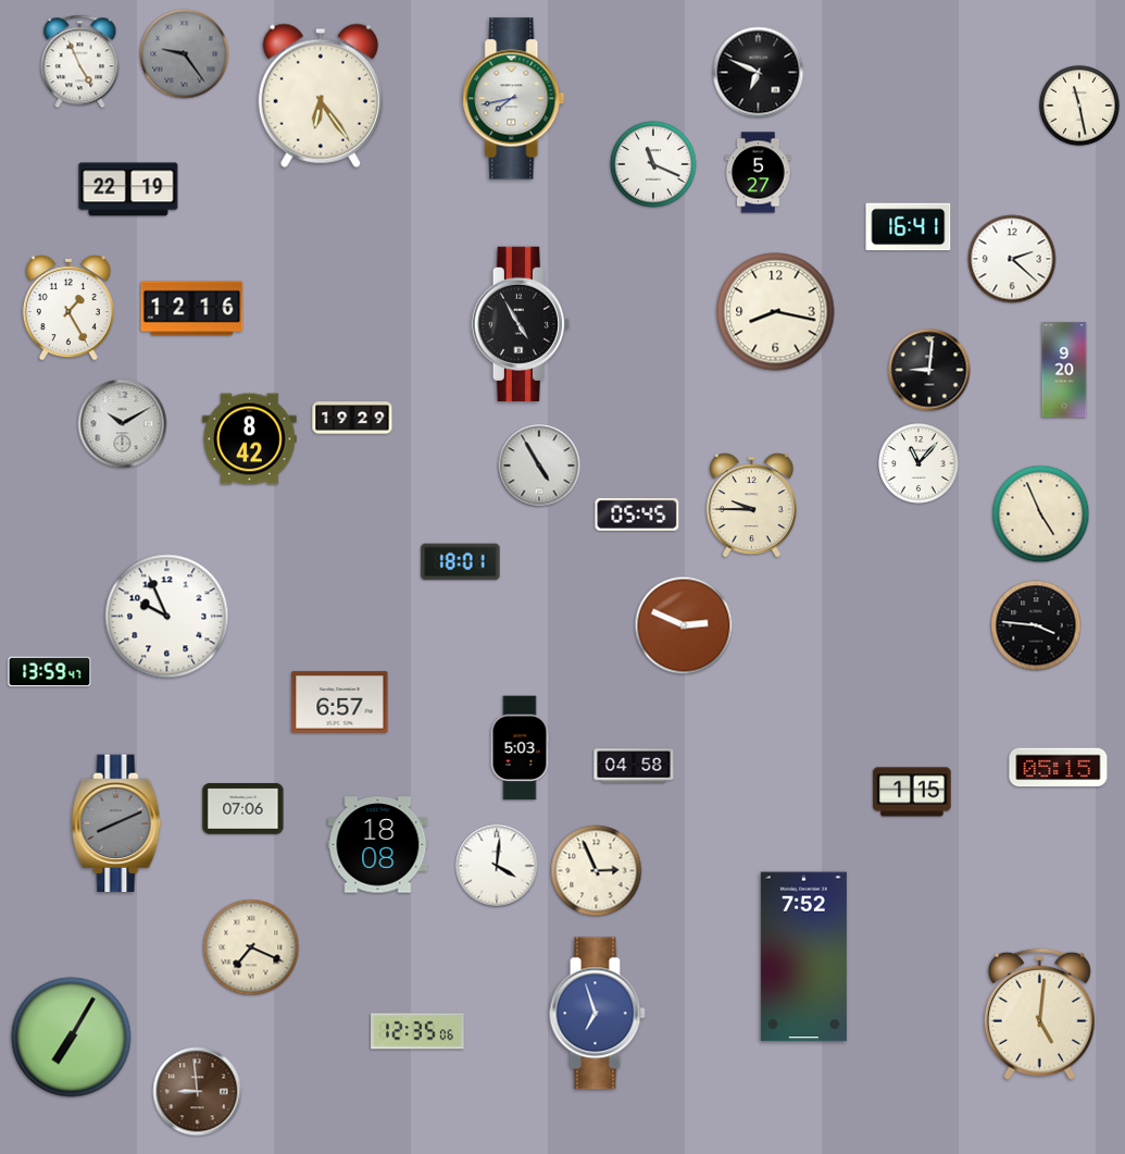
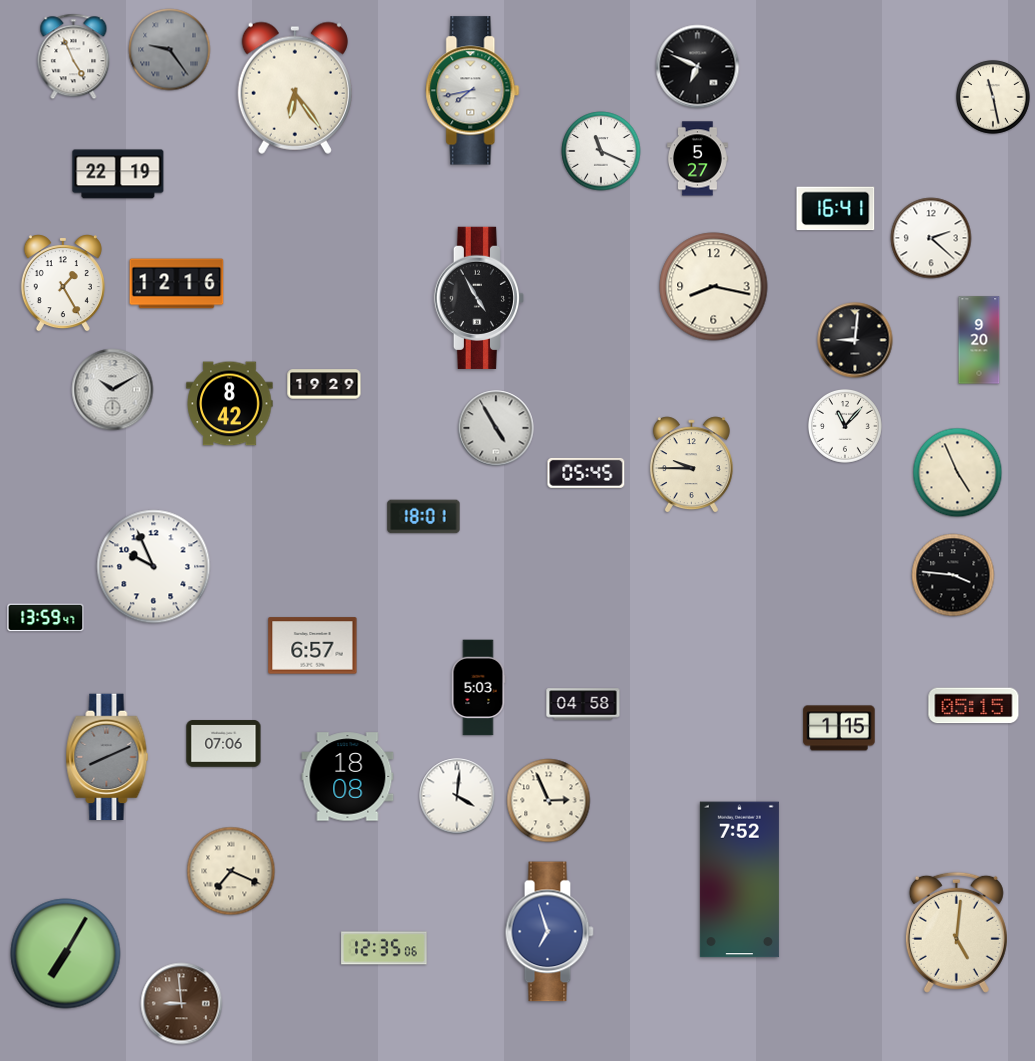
clock at (684, 625): 2:49 -> none
